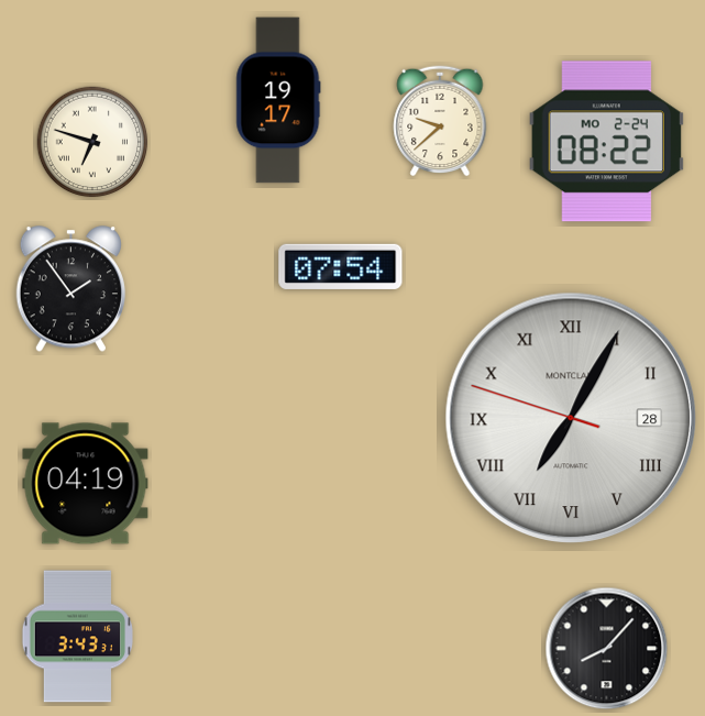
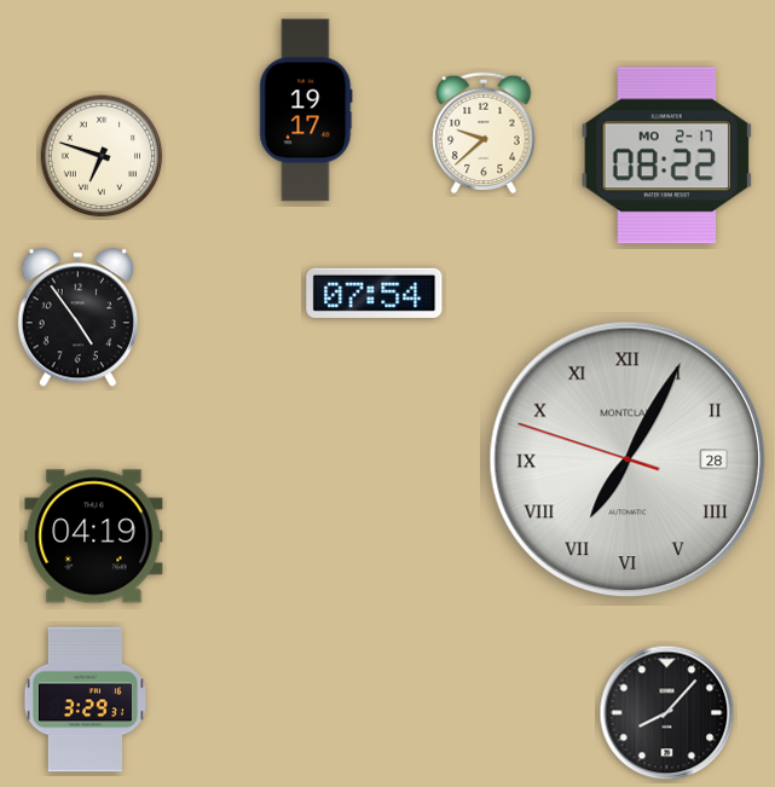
clock at (606, 142) date: MO 2-24 -> MO 2-17
clock at (70, 289): 1:54 -> 4:54
clock at (86, 484) position: (86, 484) -> (94, 537)
clock at (77, 637): 3:43 -> 3:29
